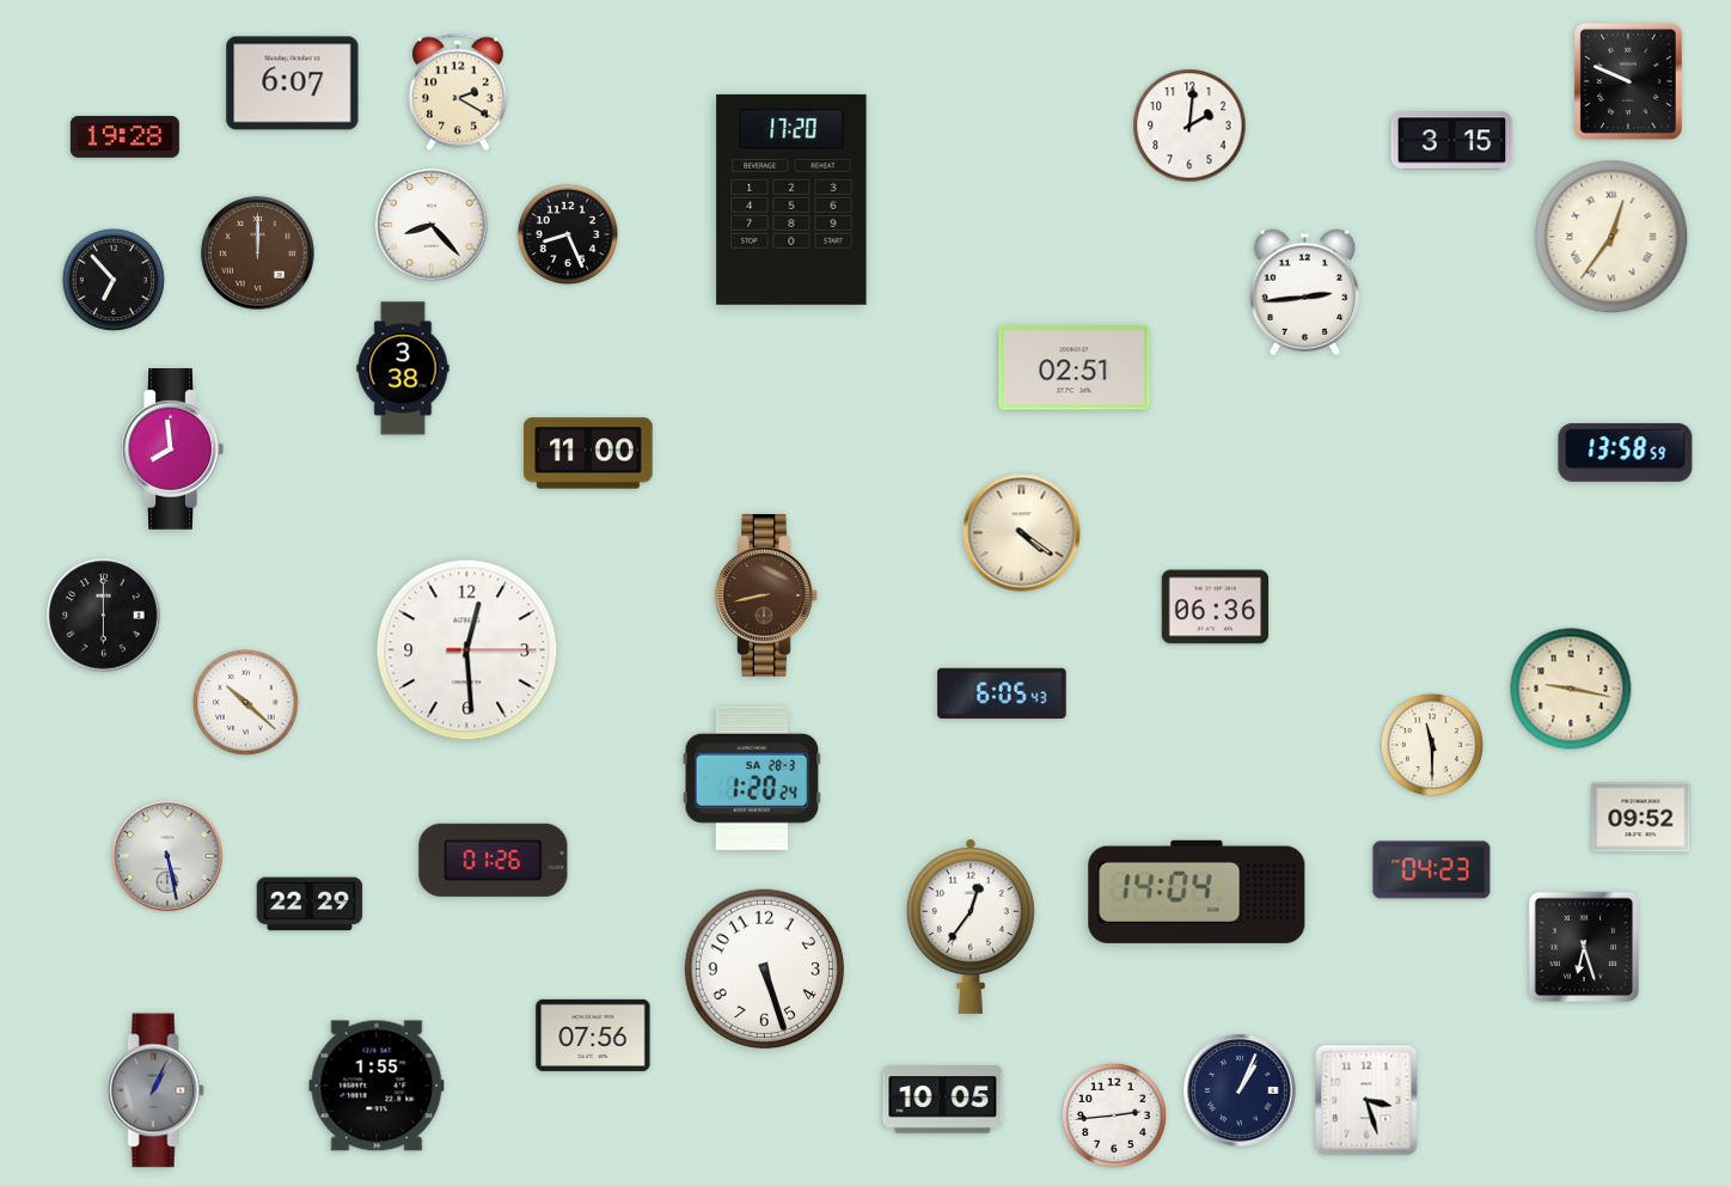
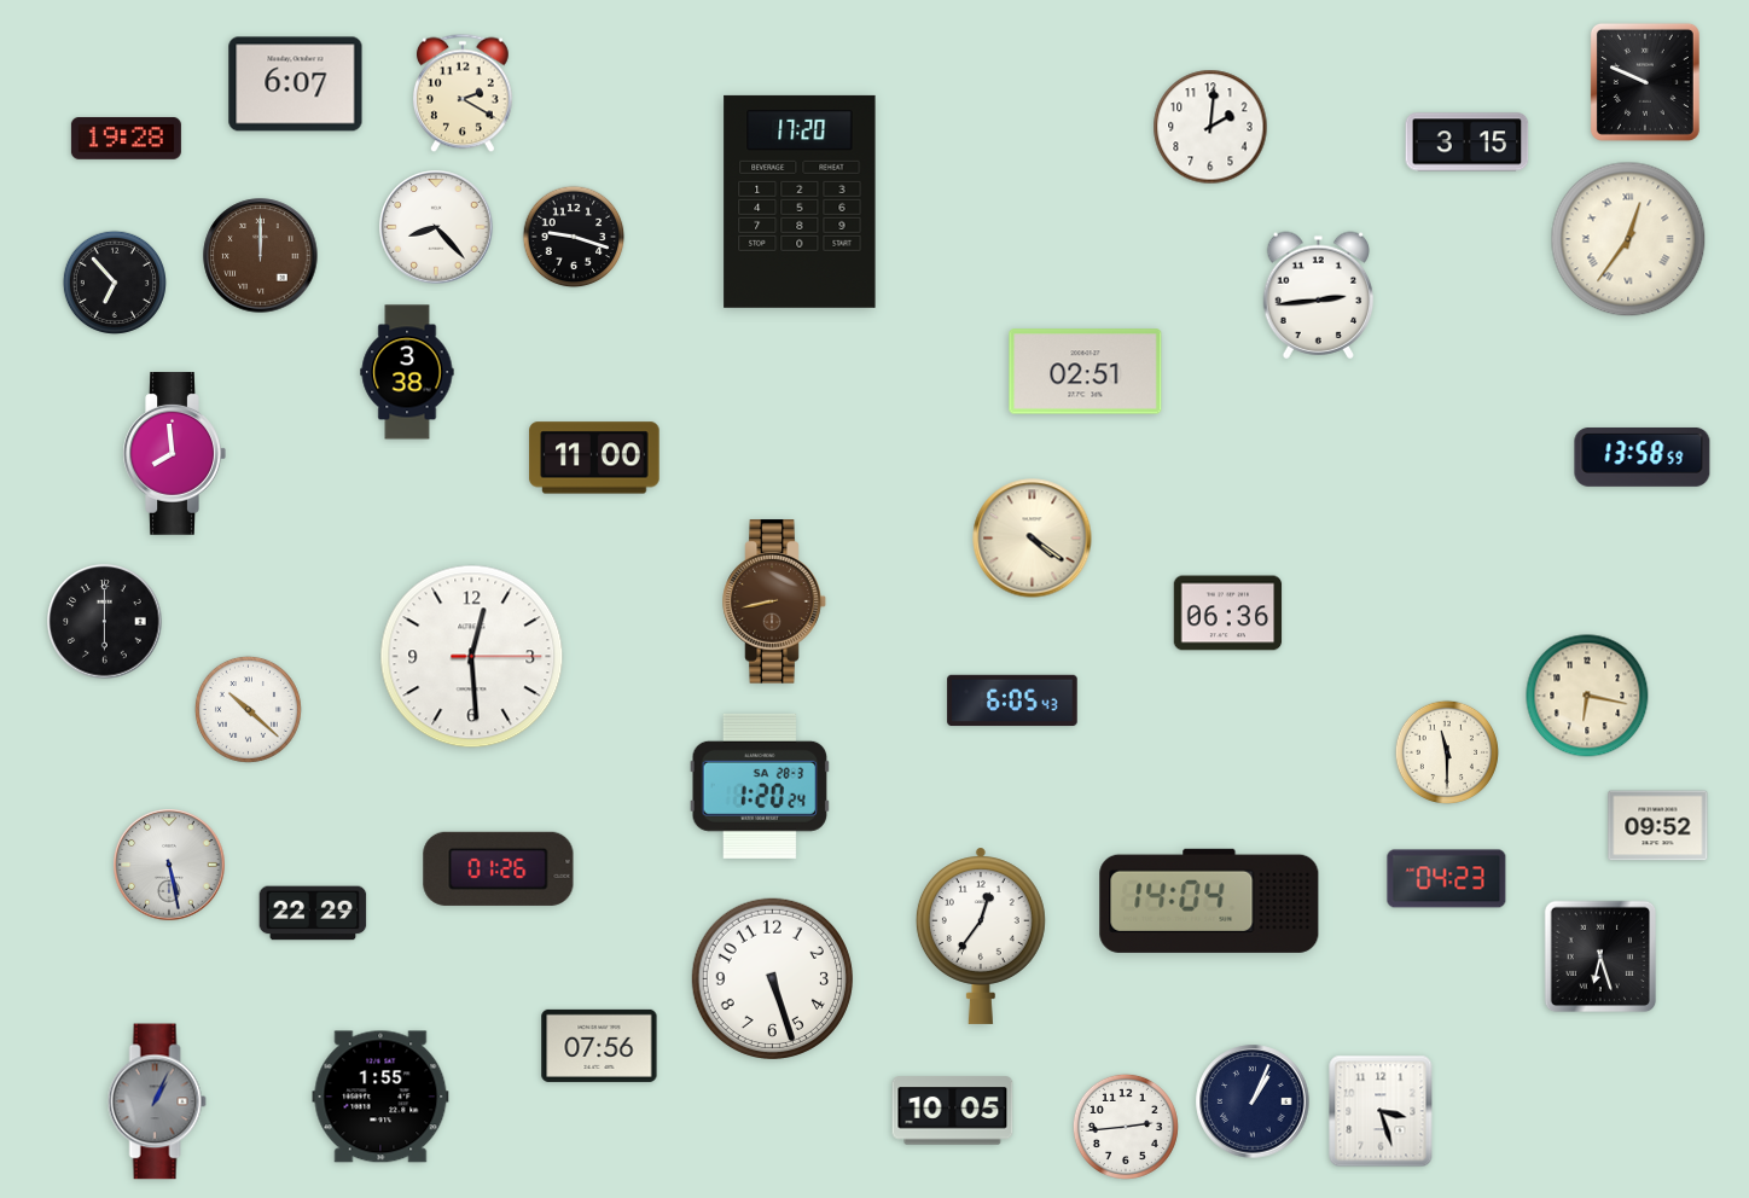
clock at (1189, 126) position: (1189, 126) -> (1210, 127)
clock at (568, 234): 8:26 -> 9:18
clock at (1571, 689): 9:17 -> 6:17
